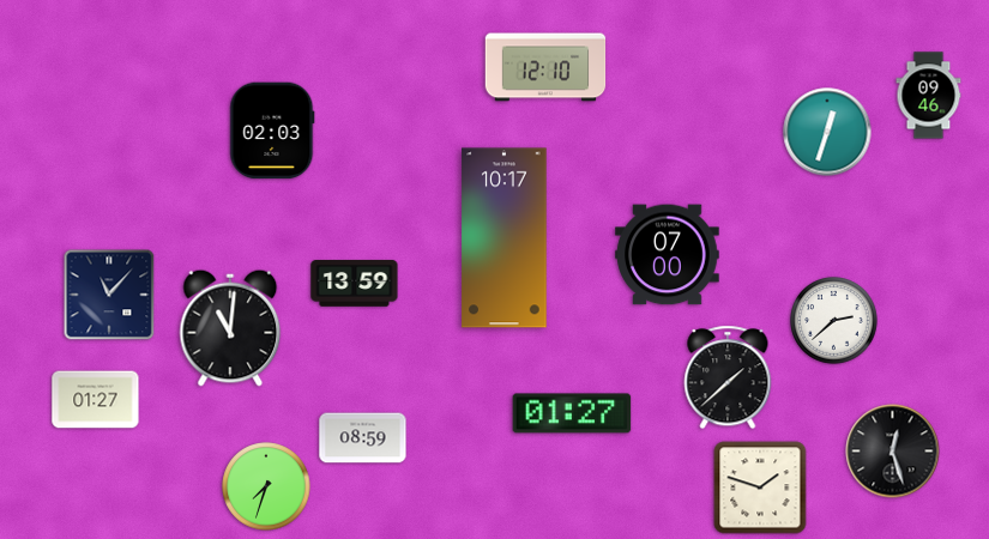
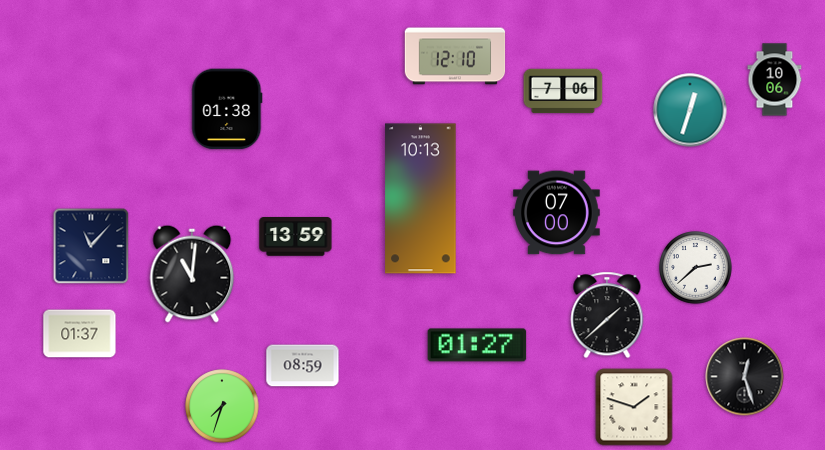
clock at (929, 96): 09:46 -> 10:06
clock at (563, 91): none -> 7:06
clock at (272, 131): 02:03 -> 01:38
clock at (505, 238): 10:17 -> 10:13
clock at (96, 400): 01:27 -> 01:37
